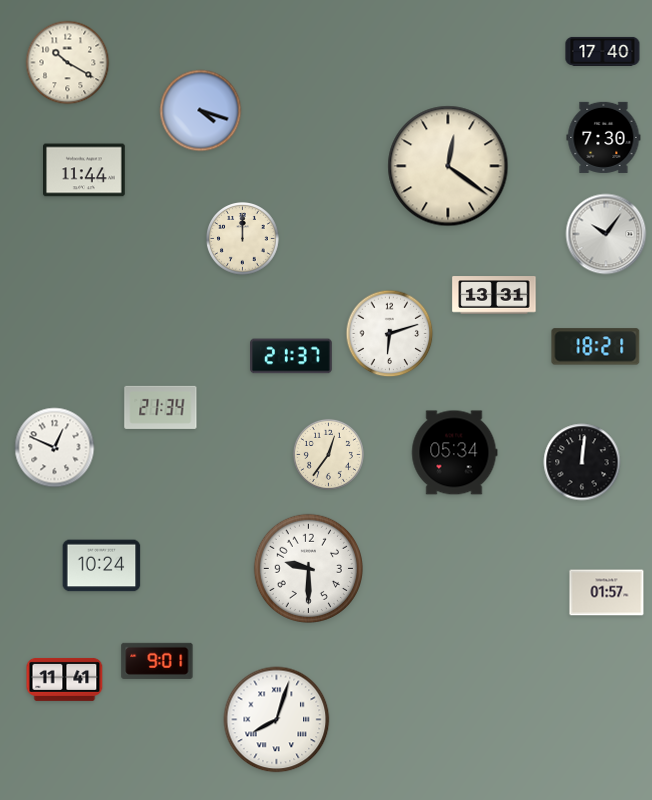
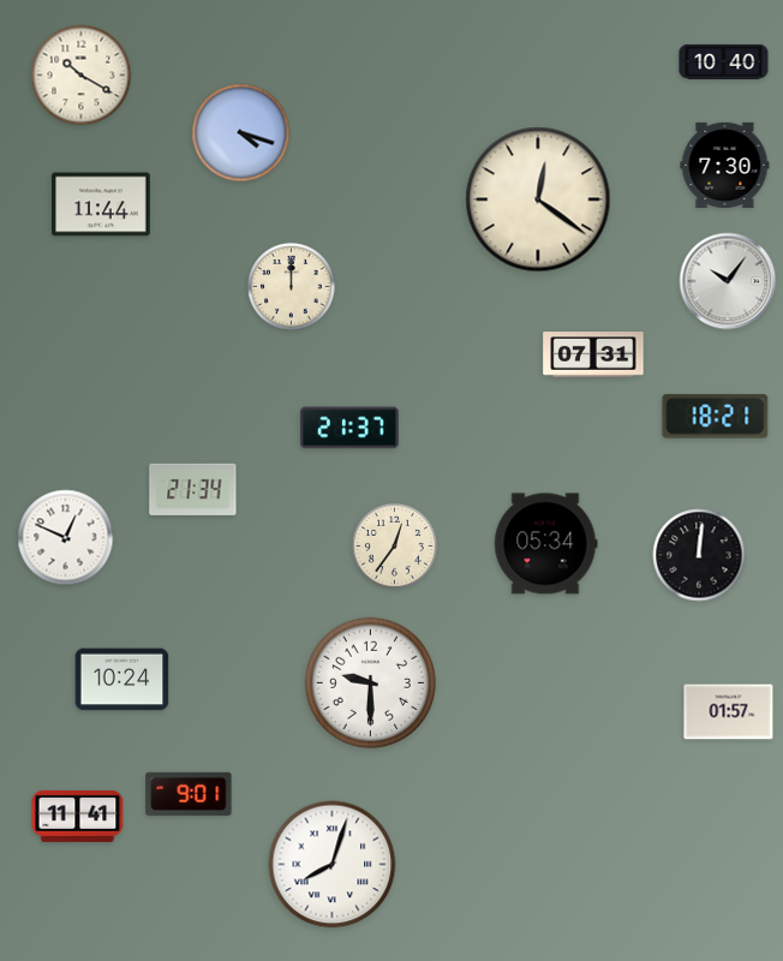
clock at (603, 51): 17:40 -> 10:40
clock at (494, 295): 13:31 -> 07:31
clock at (390, 334): 6:12 -> none
